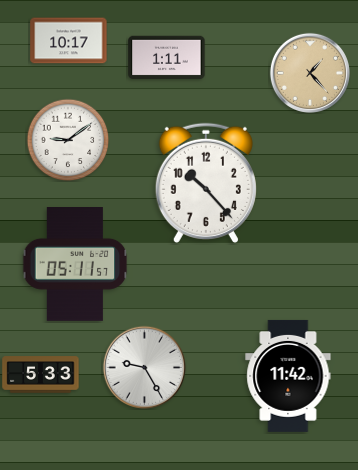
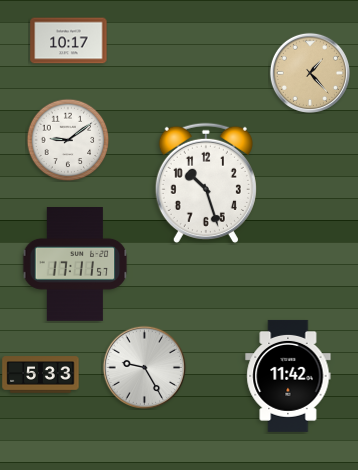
clock at (167, 58): 1:11 -> none
clock at (206, 183): 10:23 -> 10:27
clock at (75, 265): 05:11 -> 17:11
